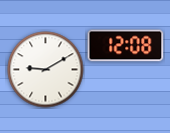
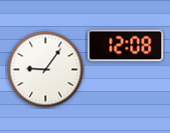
clock at (46, 70): 9:10 -> 9:06
